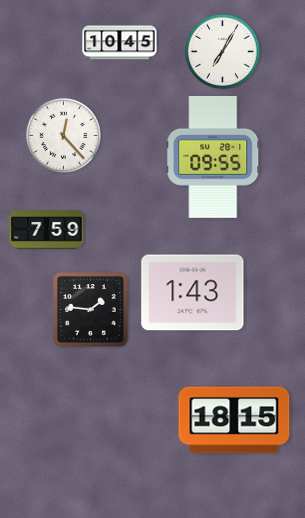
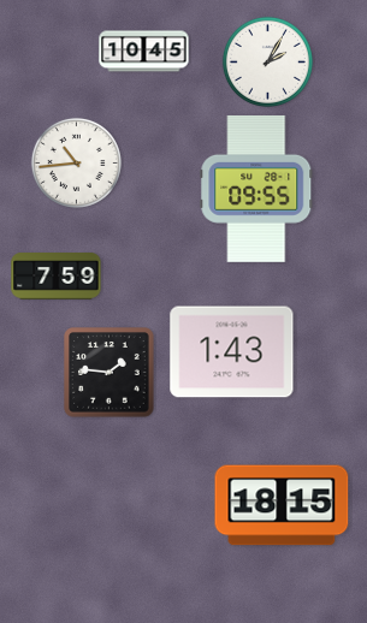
clock at (222, 51): 7:05 -> 2:05
clock at (63, 135): 12:23 -> 10:44
